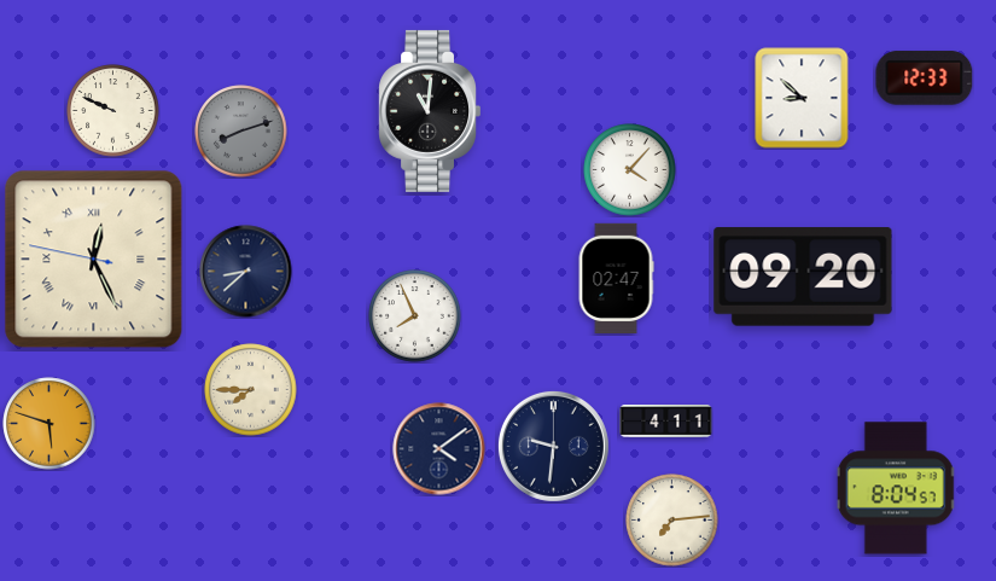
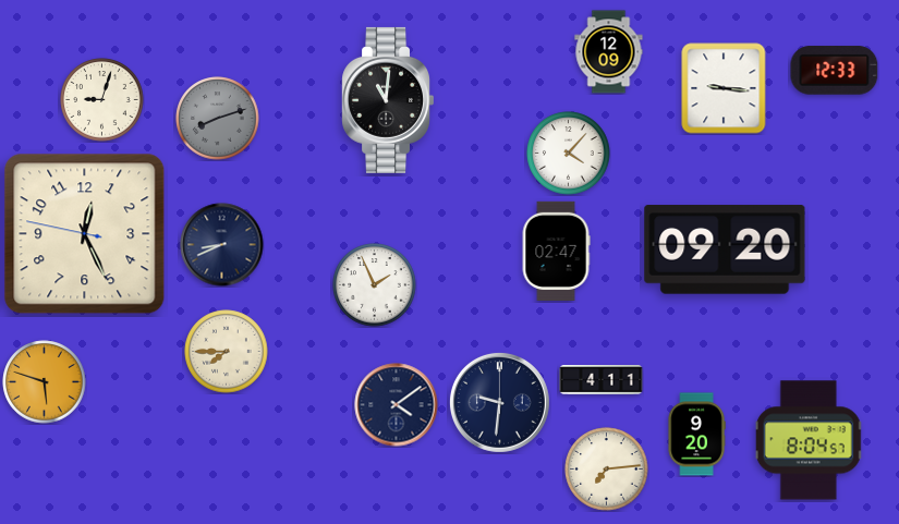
clock at (609, 52): none -> 12:09
clock at (802, 98): 8:52 -> 9:16
clock at (113, 111): 9:49 -> 9:03
clock at (94, 260) numerals: Roman -> Arabic
clock at (246, 272): 8:38 -> 8:41
clock at (415, 316): 7:56 -> 1:56
clock at (696, 435): none -> 9:20
